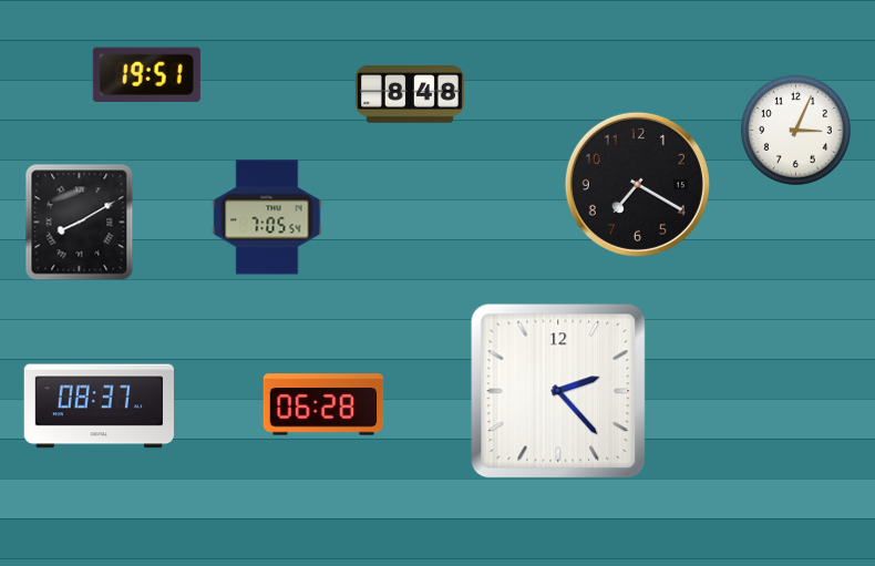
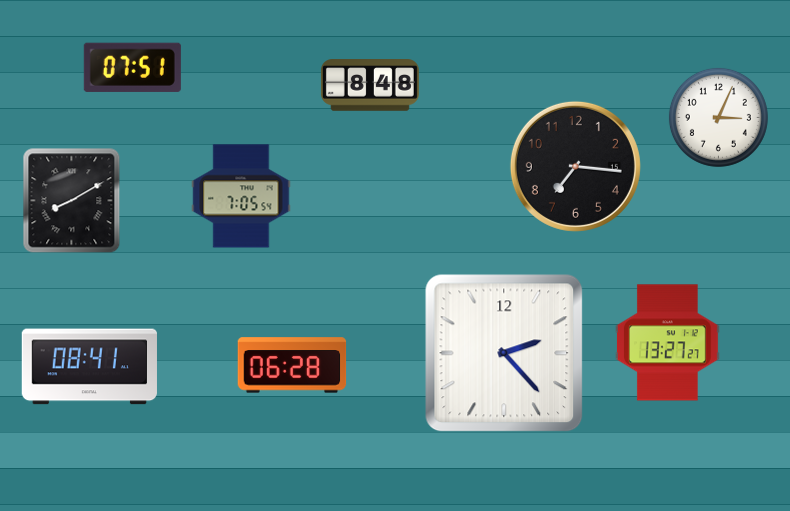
clock at (146, 74): 19:51 -> 07:51
clock at (637, 184): 7:20 -> 7:16
clock at (668, 343): none -> 13:27
clock at (99, 407): 08:37 -> 08:41
